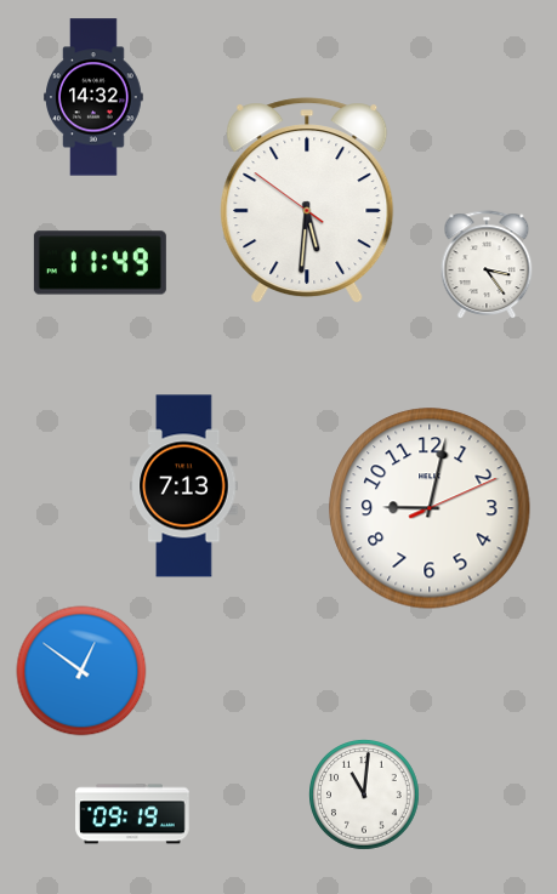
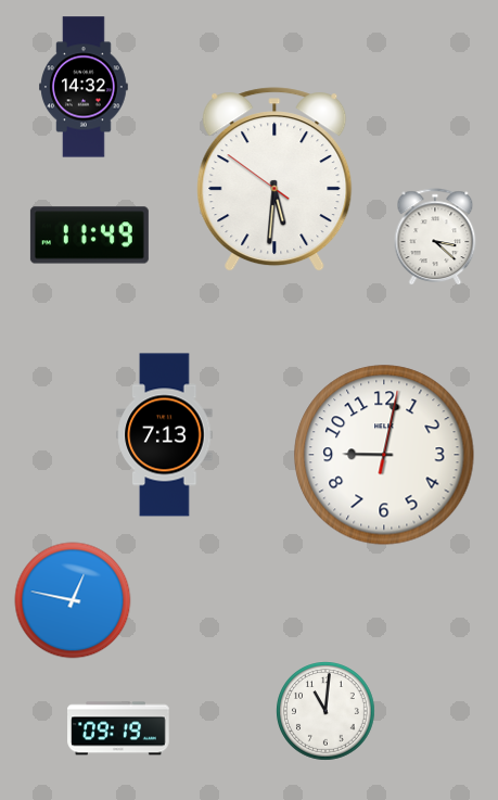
clock at (487, 264): 3:24 -> 3:22
clock at (430, 508): 9:02:11 -> 9:02:02
clock at (81, 671): 12:51 -> 12:47
